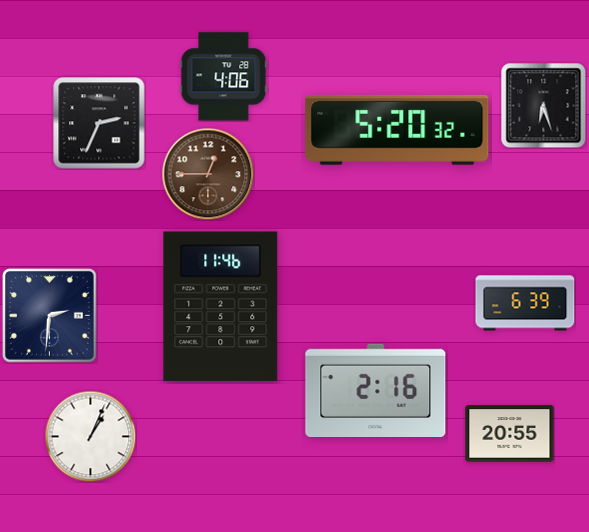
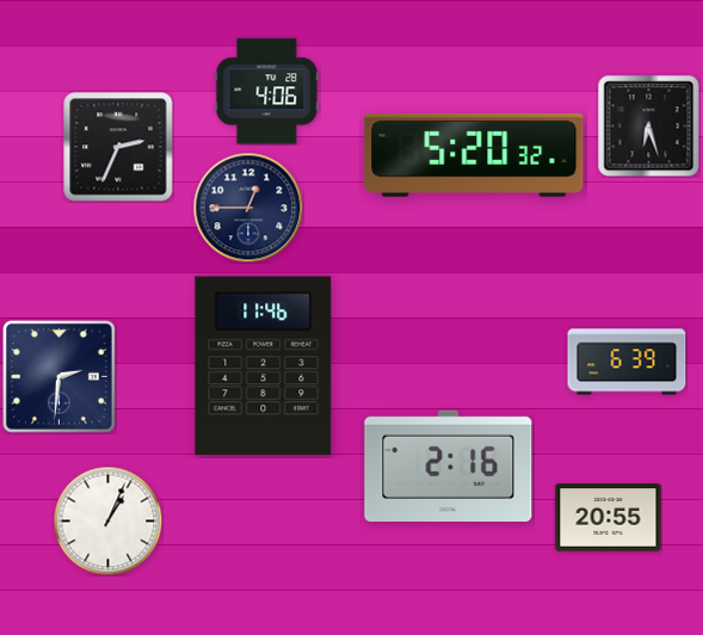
clock at (208, 174) dial: brown -> navy
